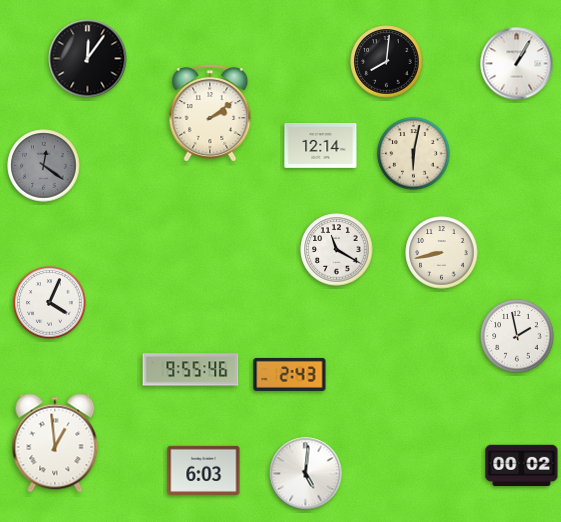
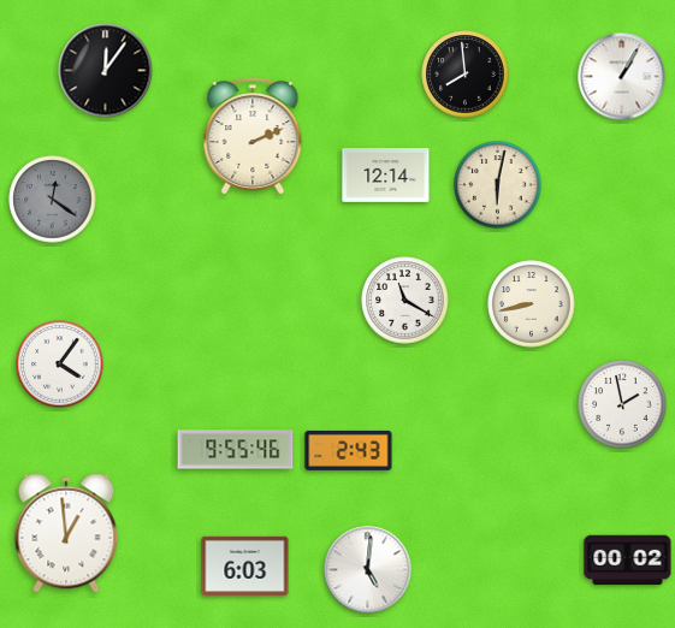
clock at (387, 62): 8:01 -> 7:59
clock at (210, 113): 2:09 -> 2:11
clock at (50, 303): 4:04 -> 4:06
clock at (191, 370) position: (191, 370) -> (236, 450)
